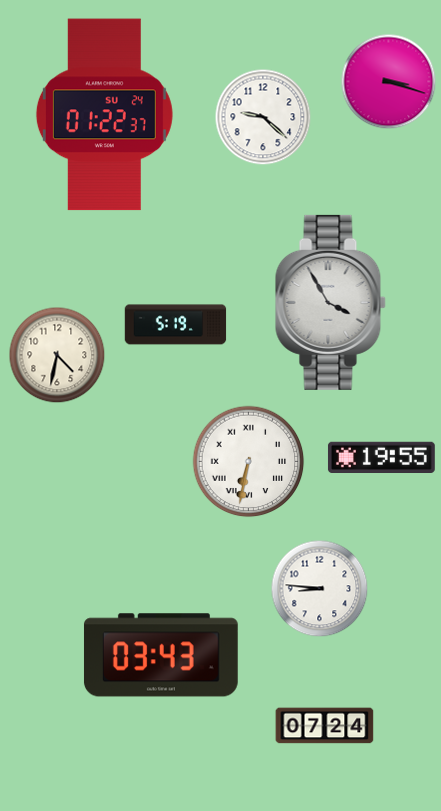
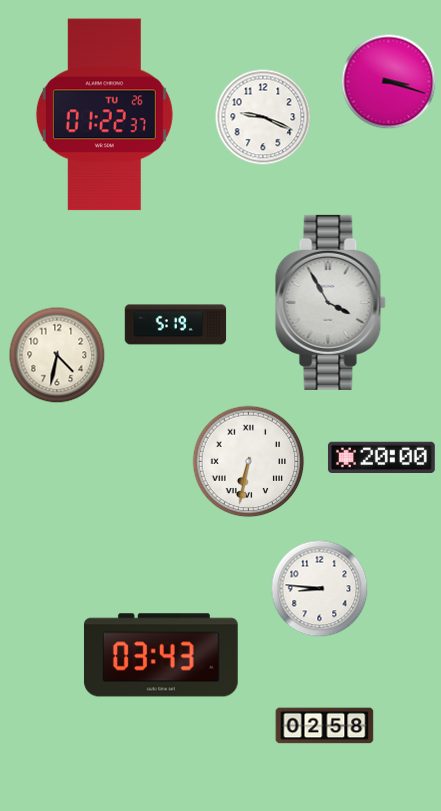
clock at (104, 115) date: SU 24 -> TU 26
clock at (263, 117): 9:22 -> 9:19
clock at (381, 457): 19:55 -> 20:00
clock at (325, 726): 07:24 -> 02:58
